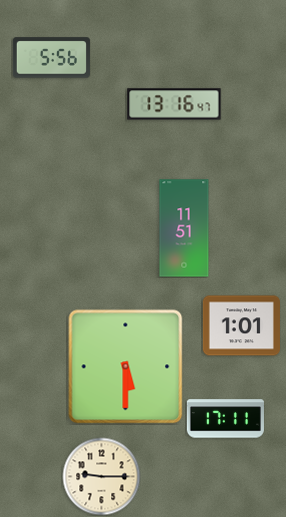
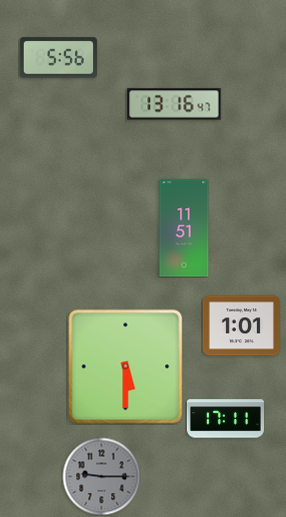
clock at (51, 58) position: (51, 58) -> (58, 58)
clock at (101, 476) dial: cream -> grey
